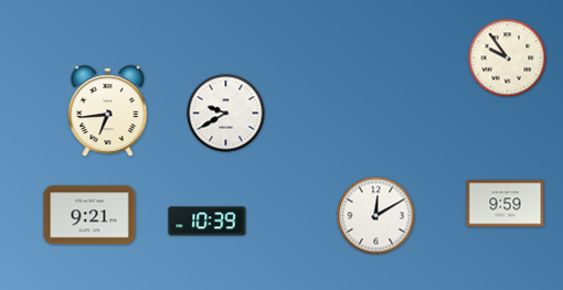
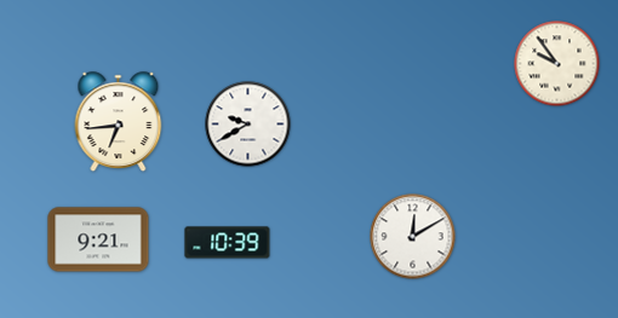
clock at (506, 204): 9:59 -> none
clock at (89, 215) position: (89, 215) -> (98, 239)
